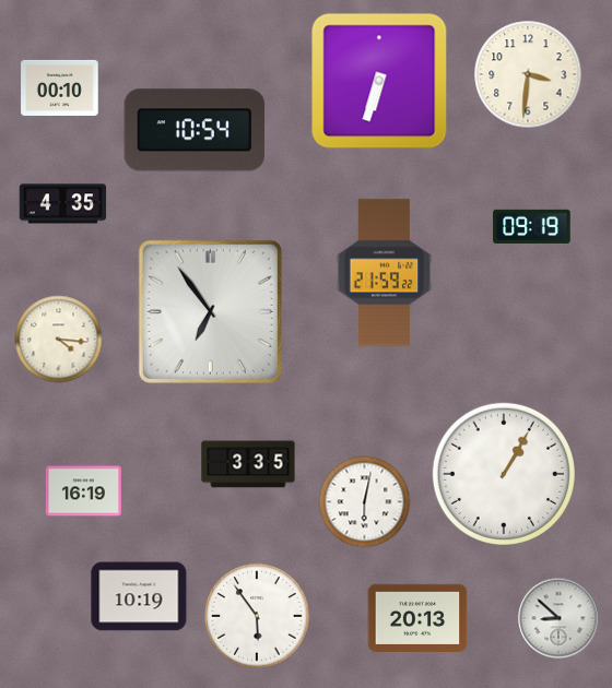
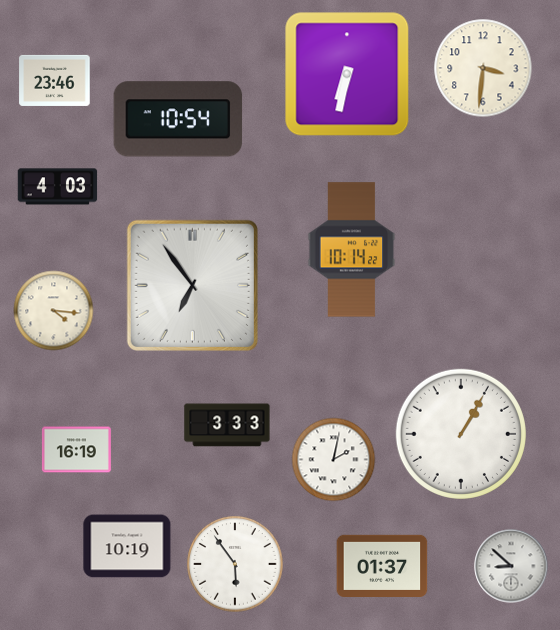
clock at (379, 81): 6:33 -> 6:32
clock at (60, 87): 00:10 -> 23:46
clock at (63, 204): 4:35 -> 4:03
clock at (532, 226): 09:19 -> none
clock at (385, 273): 21:59 -> 10:14
clock at (248, 464): 3:35 -> 3:33
clock at (365, 502): 6:02 -> 2:02
clock at (417, 617): 20:13 -> 01:37
